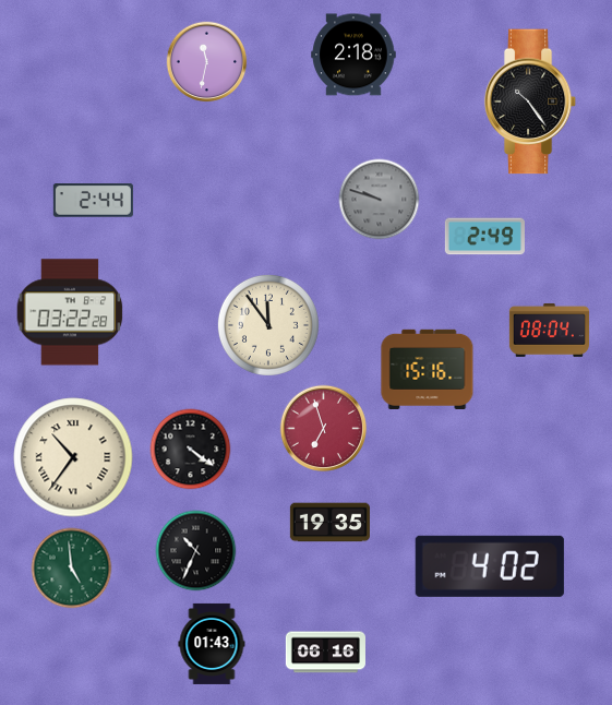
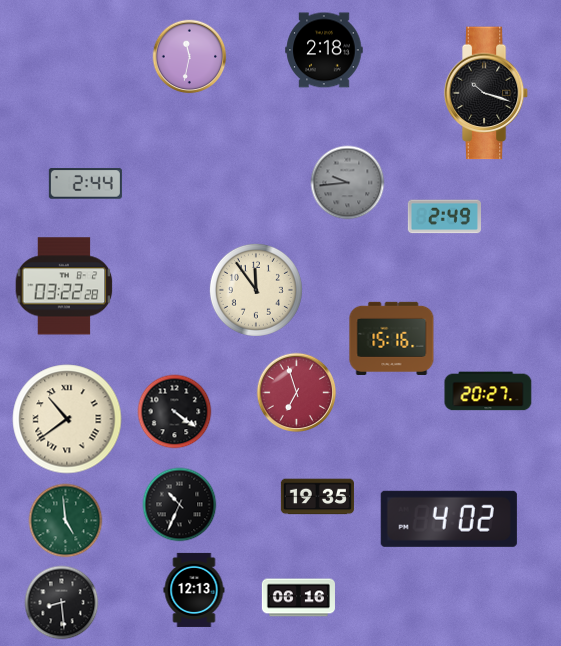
clock at (530, 101): 10:24 -> 10:18
clock at (380, 200): 9:48 -> 9:44
clock at (268, 325) position: (268, 325) -> (256, 290)
clock at (549, 330): 08:04 -> none
clock at (488, 391): none -> 20:27
clock at (73, 457): 10:36 -> 10:39
clock at (329, 523) position: (329, 523) -> (317, 497)
clock at (212, 644): 01:43 -> 12:13
clock at (62, 603): none -> 8:29
